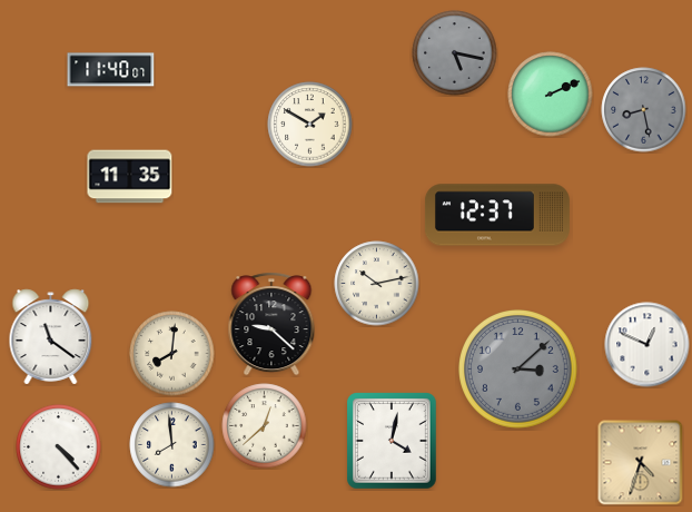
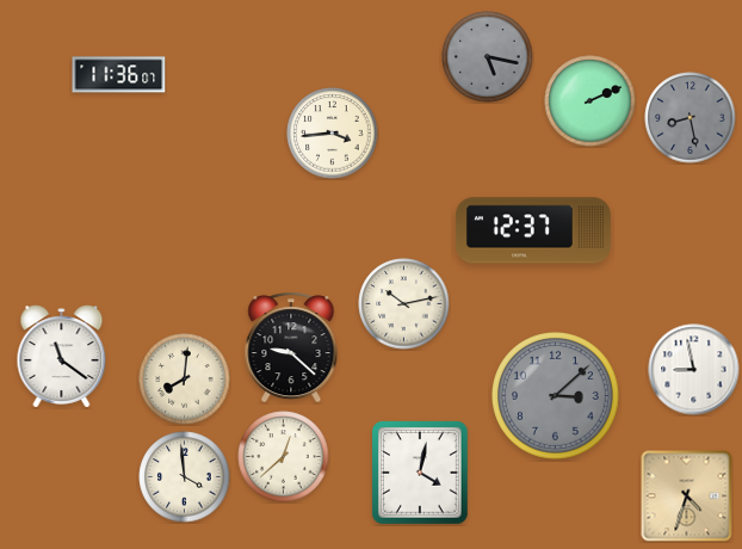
clock at (111, 70): 11:40 -> 11:36
clock at (310, 125): 1:50 -> 3:44
clock at (130, 177): 11:35 -> none
clock at (51, 337) position: (51, 337) -> (62, 357)
clock at (647, 345): 12:49 -> 8:58
clock at (172, 445): 7:59 -> 3:59
clock at (59, 447): 4:23 -> none
